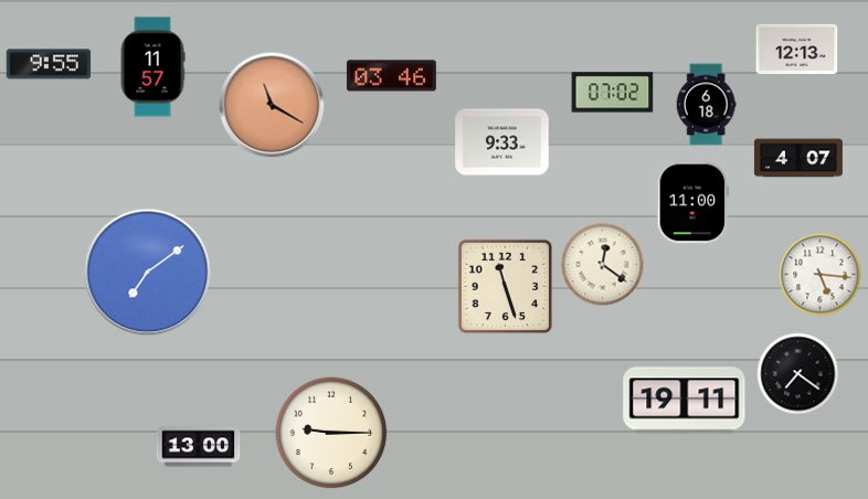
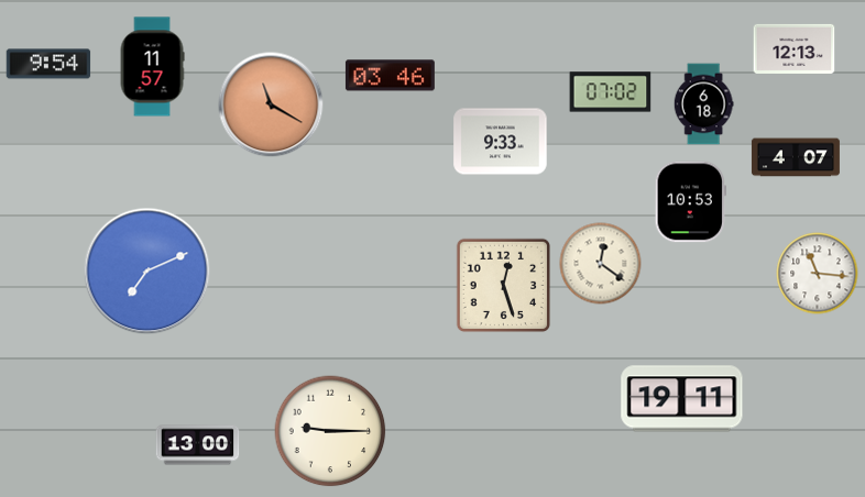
clock at (49, 64): 9:55 -> 9:54
clock at (692, 203): 11:00 -> 10:53
clock at (148, 273): 7:09 -> 7:11
clock at (821, 275): 5:16 -> 11:16
clock at (506, 287): 11:27 -> 12:27
clock at (798, 374): 7:21 -> none
